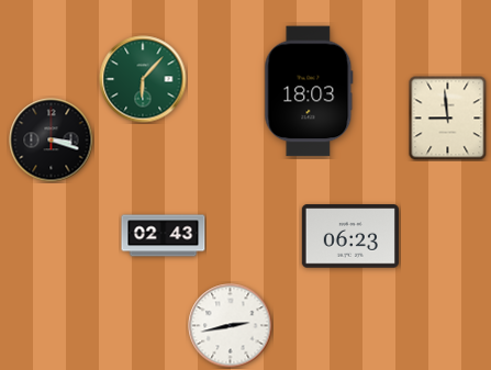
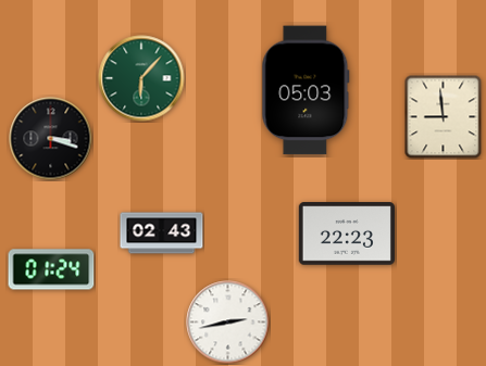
clock at (309, 91): 18:03 -> 05:03
clock at (349, 236): 06:23 -> 22:23
clock at (51, 269): none -> 01:24
